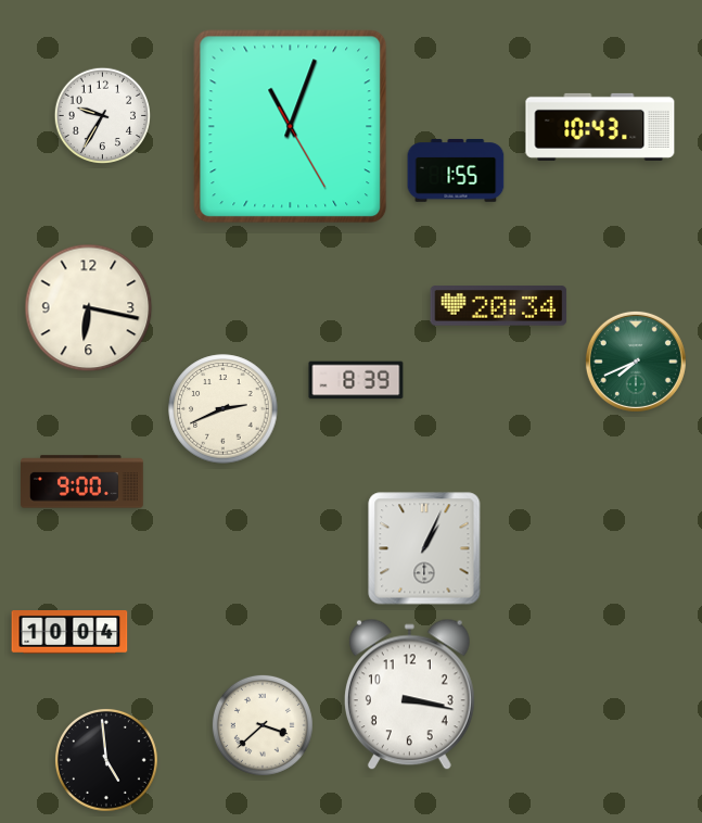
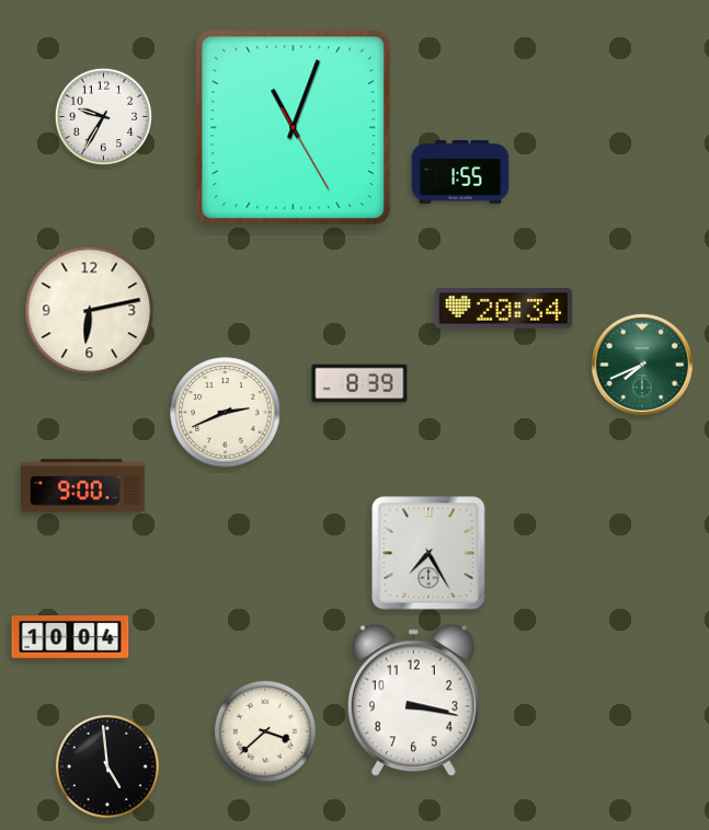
clock at (600, 127): 10:43 -> none
clock at (89, 308): 6:17 -> 6:13
clock at (424, 548): 1:04 -> 7:25
